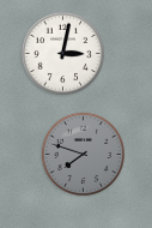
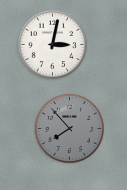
clock at (83, 154): 7:48 -> 7:53
